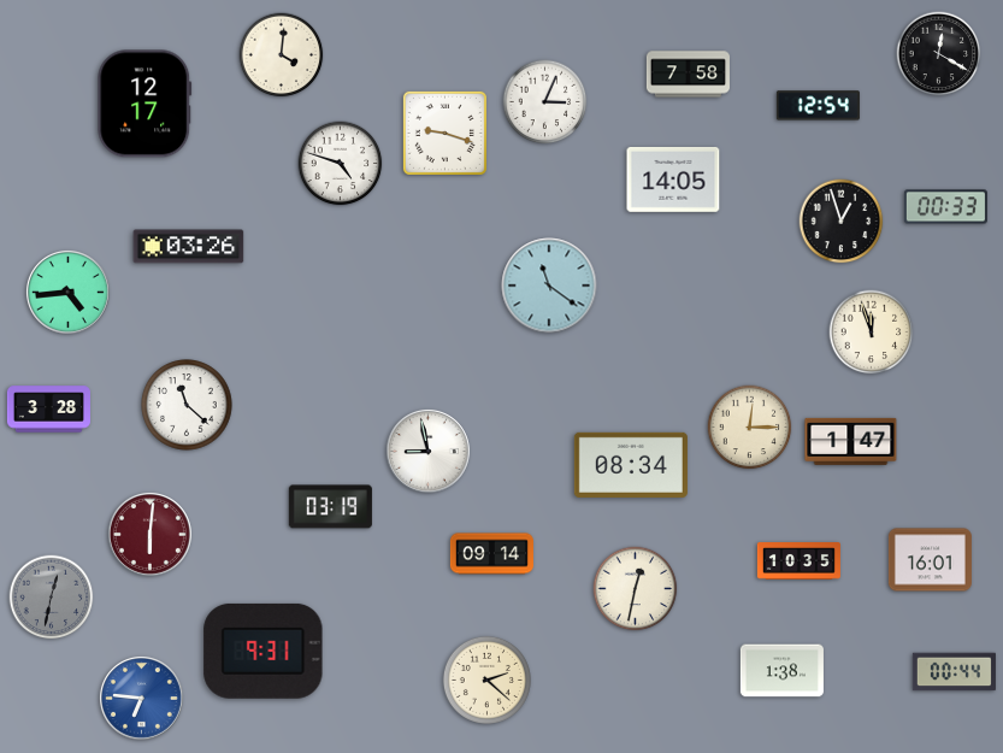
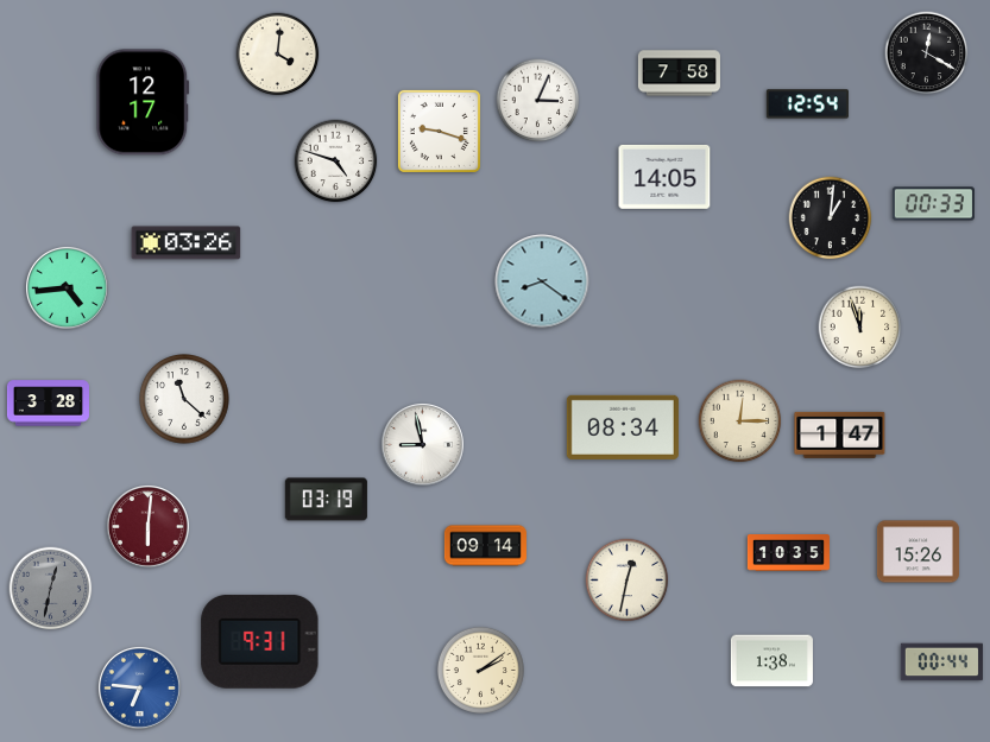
clock at (842, 222): 12:57 -> 1:01
clock at (549, 286): 11:21 -> 8:21
clock at (631, 465) position: (631, 465) -> (623, 427)
clock at (930, 560): 16:01 -> 15:26
clock at (486, 680): 2:22 -> 2:09
